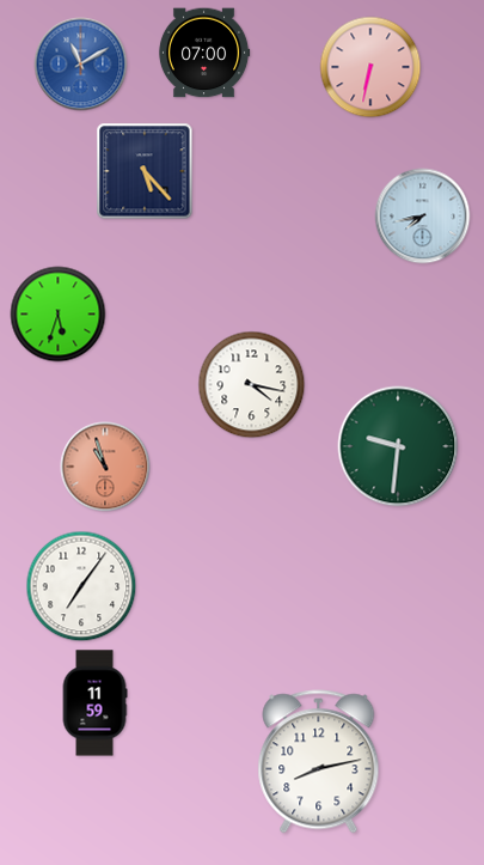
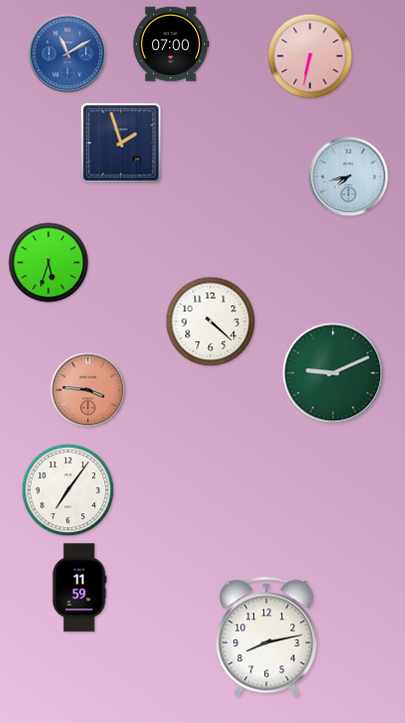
clock at (145, 171): 5:23 -> 1:57
clock at (423, 217) position: (423, 217) -> (349, 177)
clock at (252, 385): 4:17 -> 4:22
clock at (398, 446): 9:31 -> 9:11
clock at (105, 467): 10:57 -> 3:46
